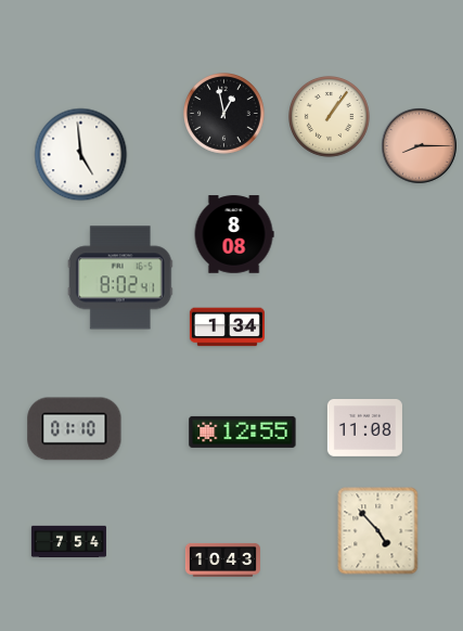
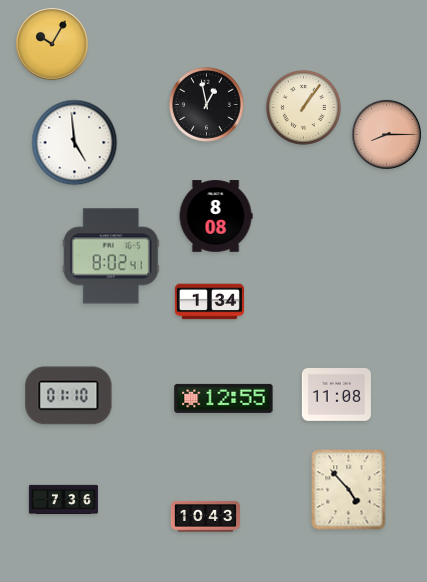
clock at (52, 44): none -> 10:05
clock at (68, 541): 7:54 -> 7:36
